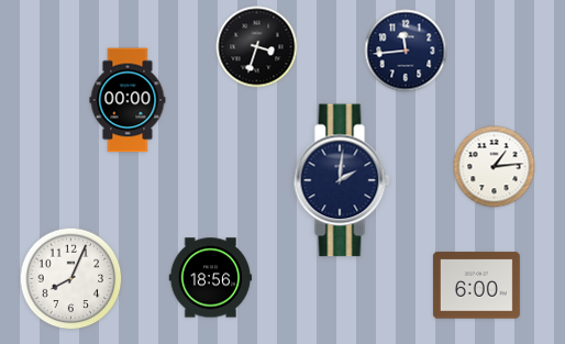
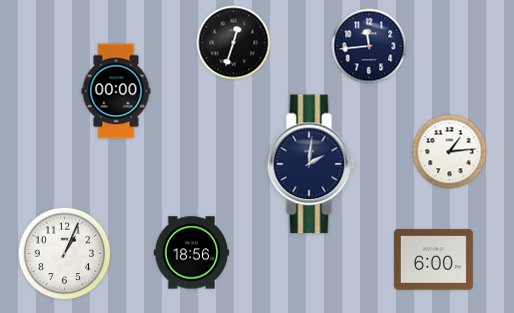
clock at (257, 47): 3:33 -> 12:33
clock at (71, 279): 8:04 -> 1:04
